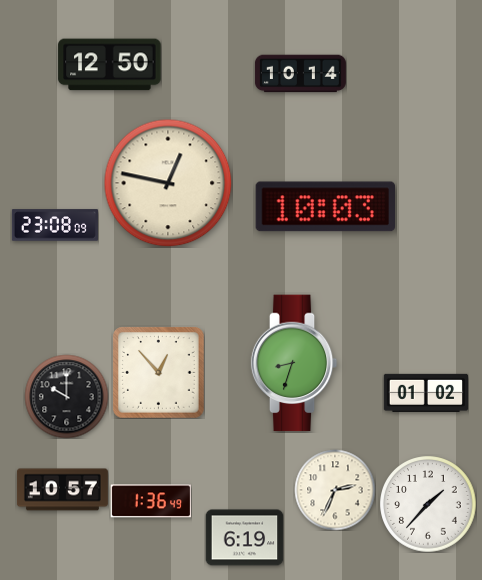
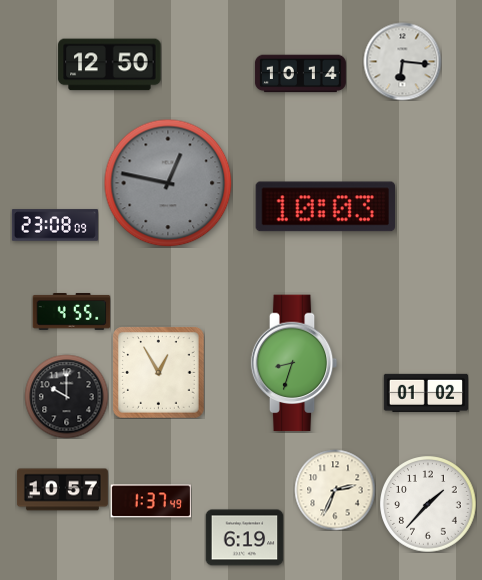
clock at (402, 61): none -> 6:16
clock at (168, 183) dial: cream -> grey
clock at (71, 312): none -> 4:55
clock at (158, 372): 12:53 -> 12:55
clock at (151, 501): 1:36 -> 1:37
